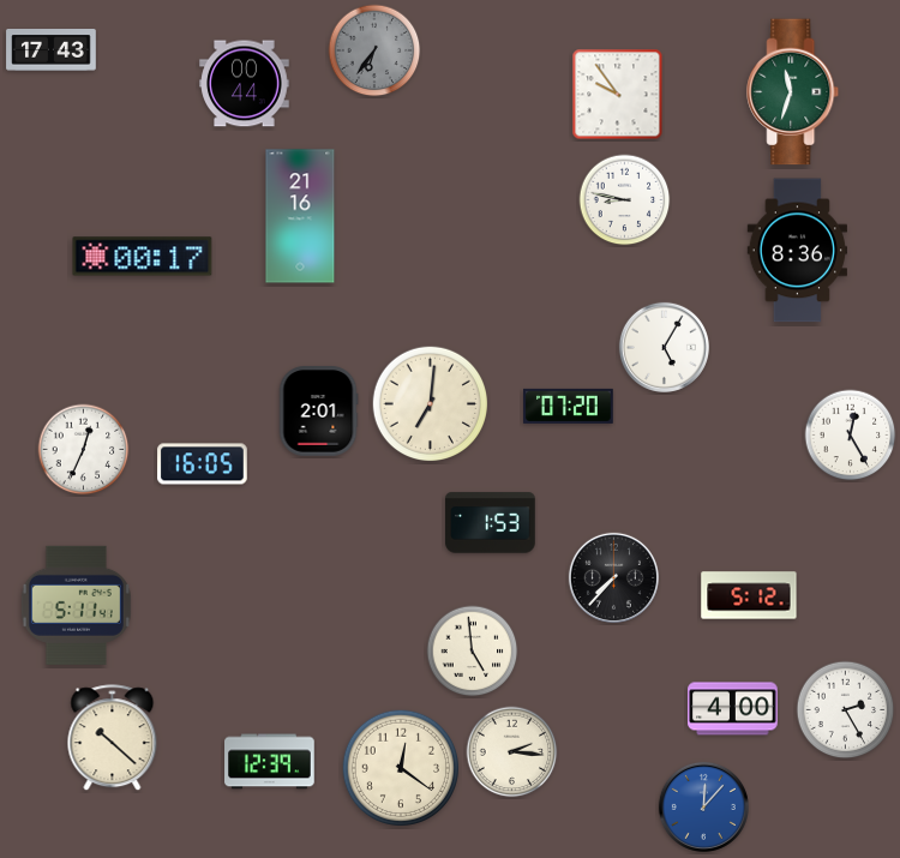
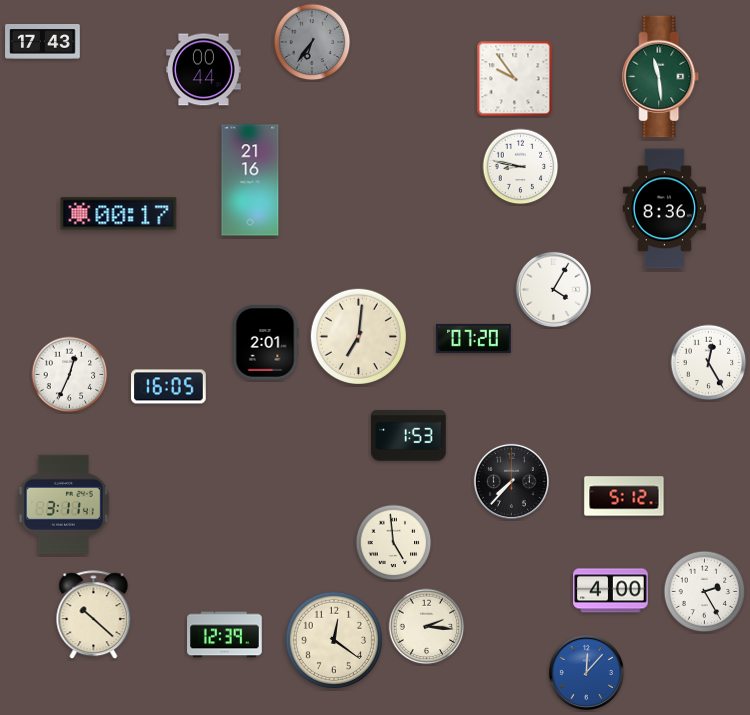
clock at (793, 92): 11:33 -> 11:29
clock at (664, 347): 5:05 -> 4:05
clock at (76, 605): 5:11 -> 3:11
